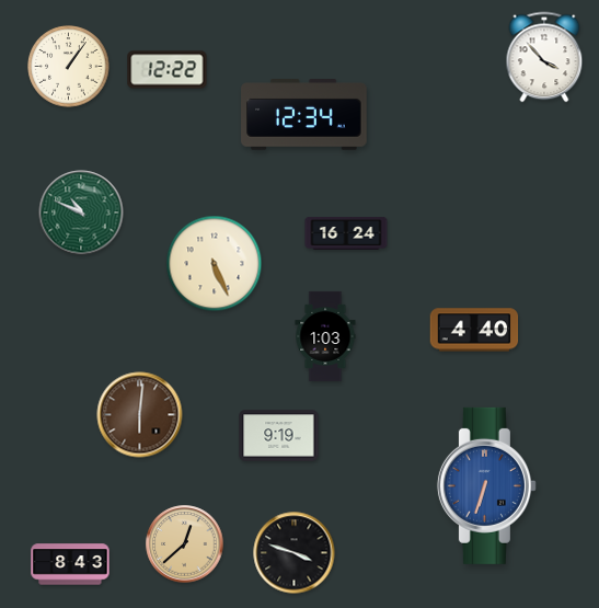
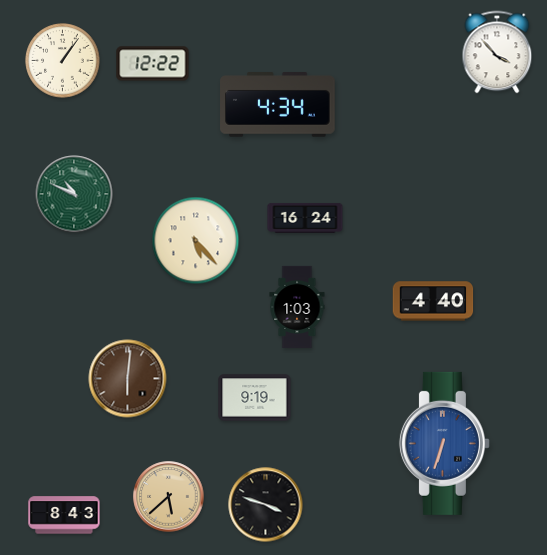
clock at (304, 115): 12:34 -> 4:34
clock at (346, 233) position: (346, 233) -> (305, 218)
clock at (215, 264): 5:26 -> 5:23
clock at (185, 544): 12:38 -> 5:38
clock at (295, 553) position: (295, 553) -> (266, 505)
